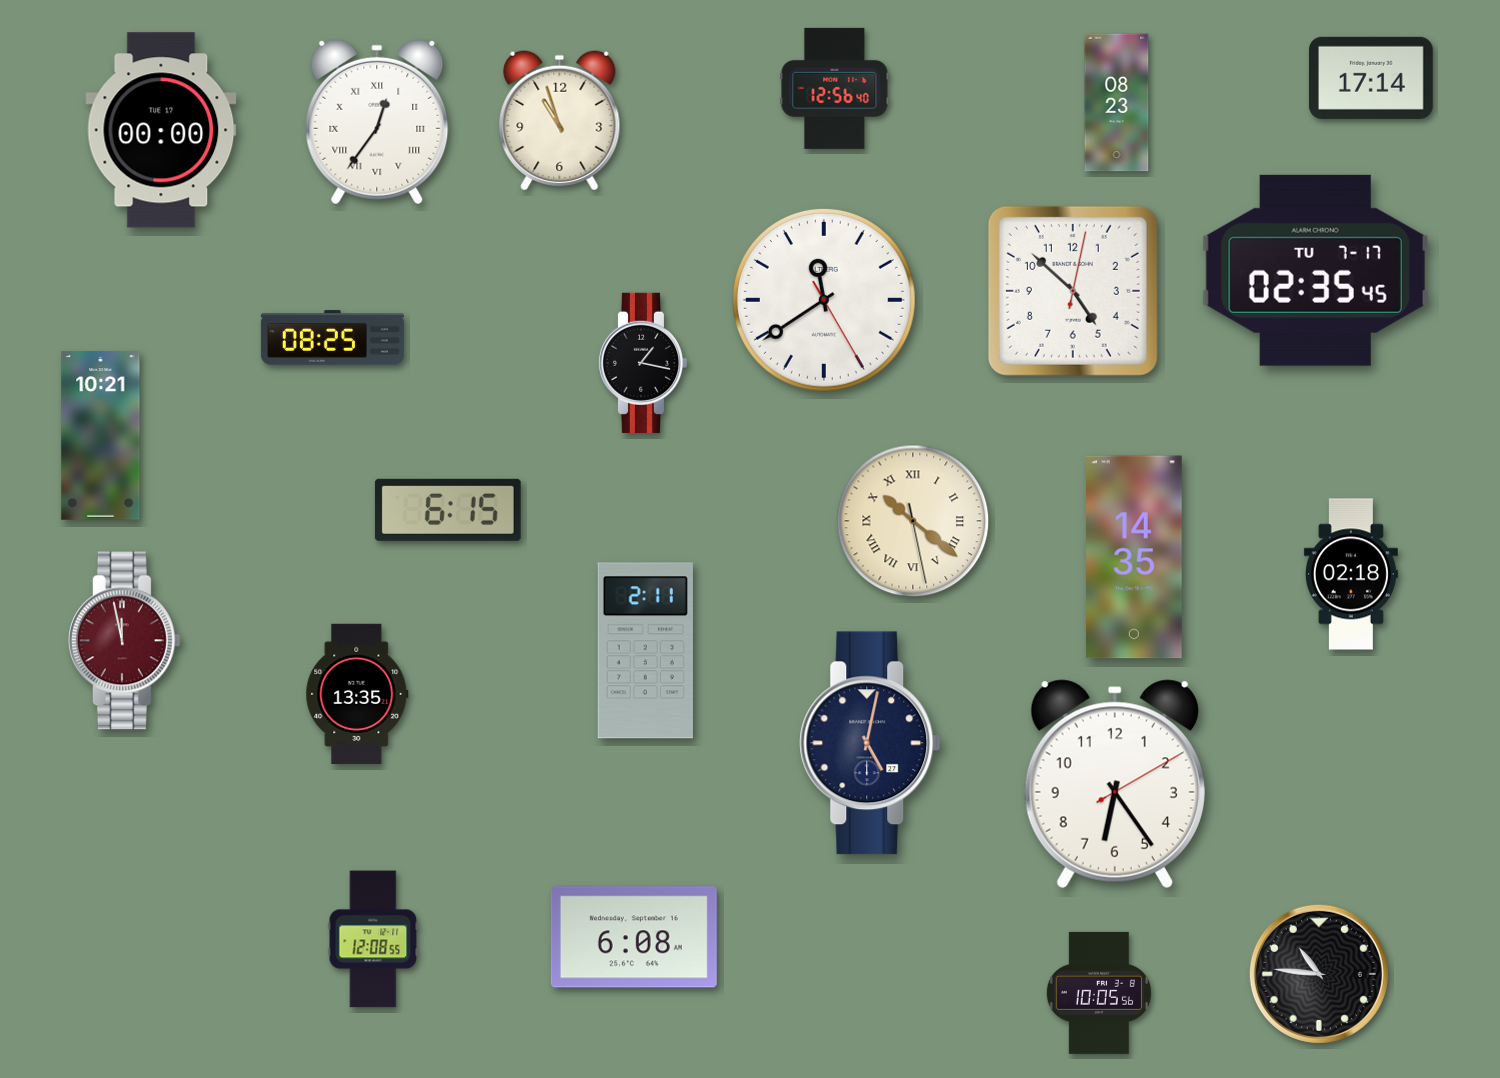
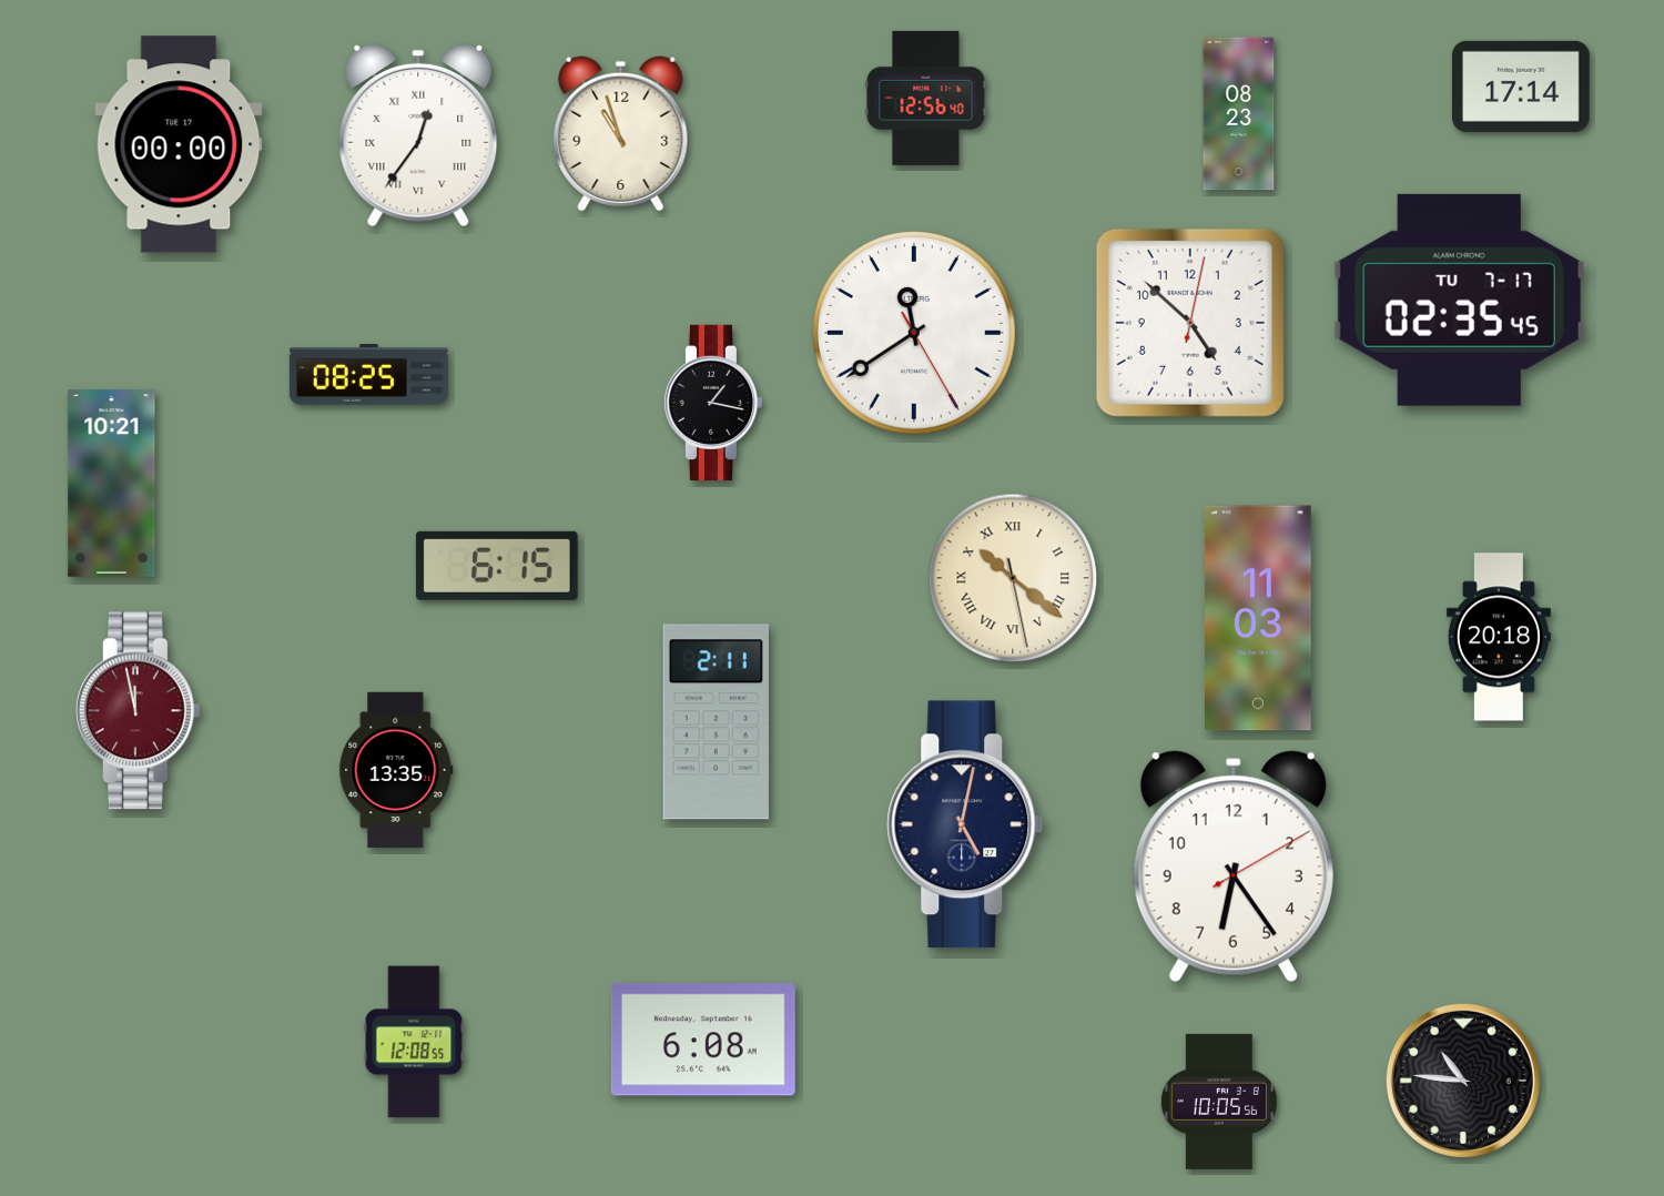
clock at (1135, 557): 14:35 -> 11:03
clock at (1351, 574): 02:18 -> 20:18
clock at (1115, 784) position: (1115, 784) -> (1234, 866)
